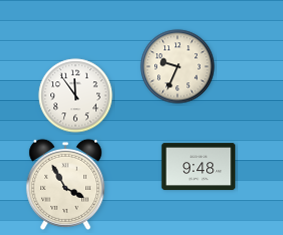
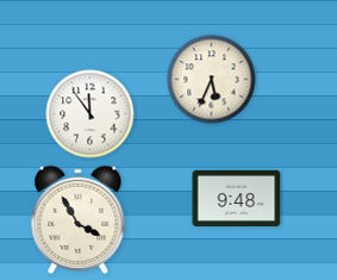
clock at (178, 67): 9:34 -> 5:34
